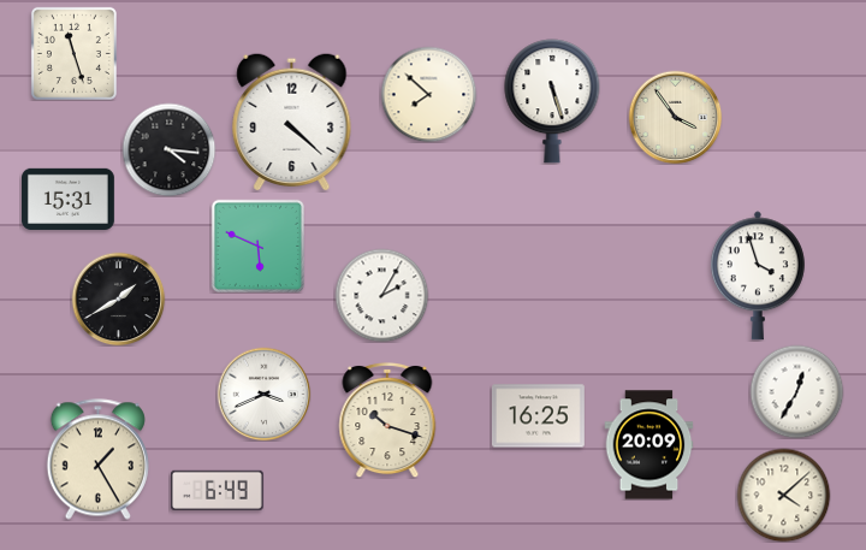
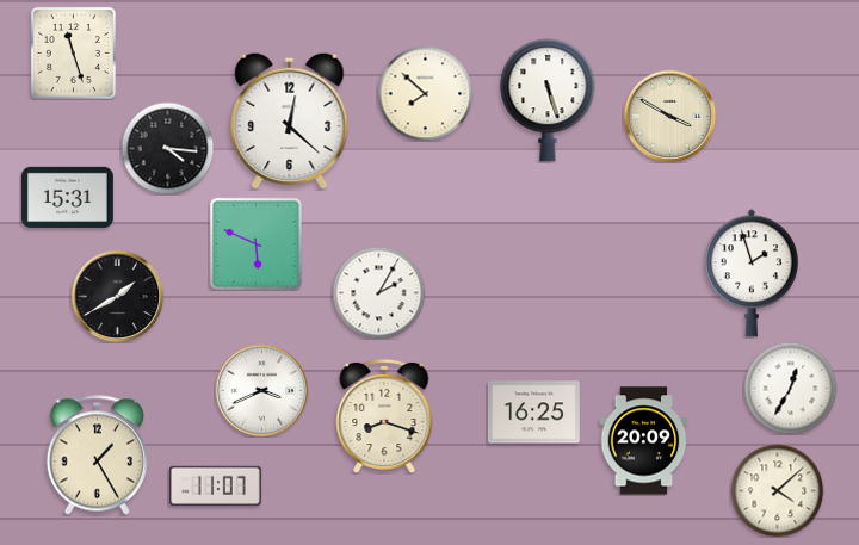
clock at (675, 117): 3:54 -> 3:50
clock at (292, 122): 4:22 -> 12:22
clock at (758, 276): 3:57 -> 1:57
clock at (387, 420): 10:18 -> 8:18
clock at (216, 490): 6:49 -> 11:07
